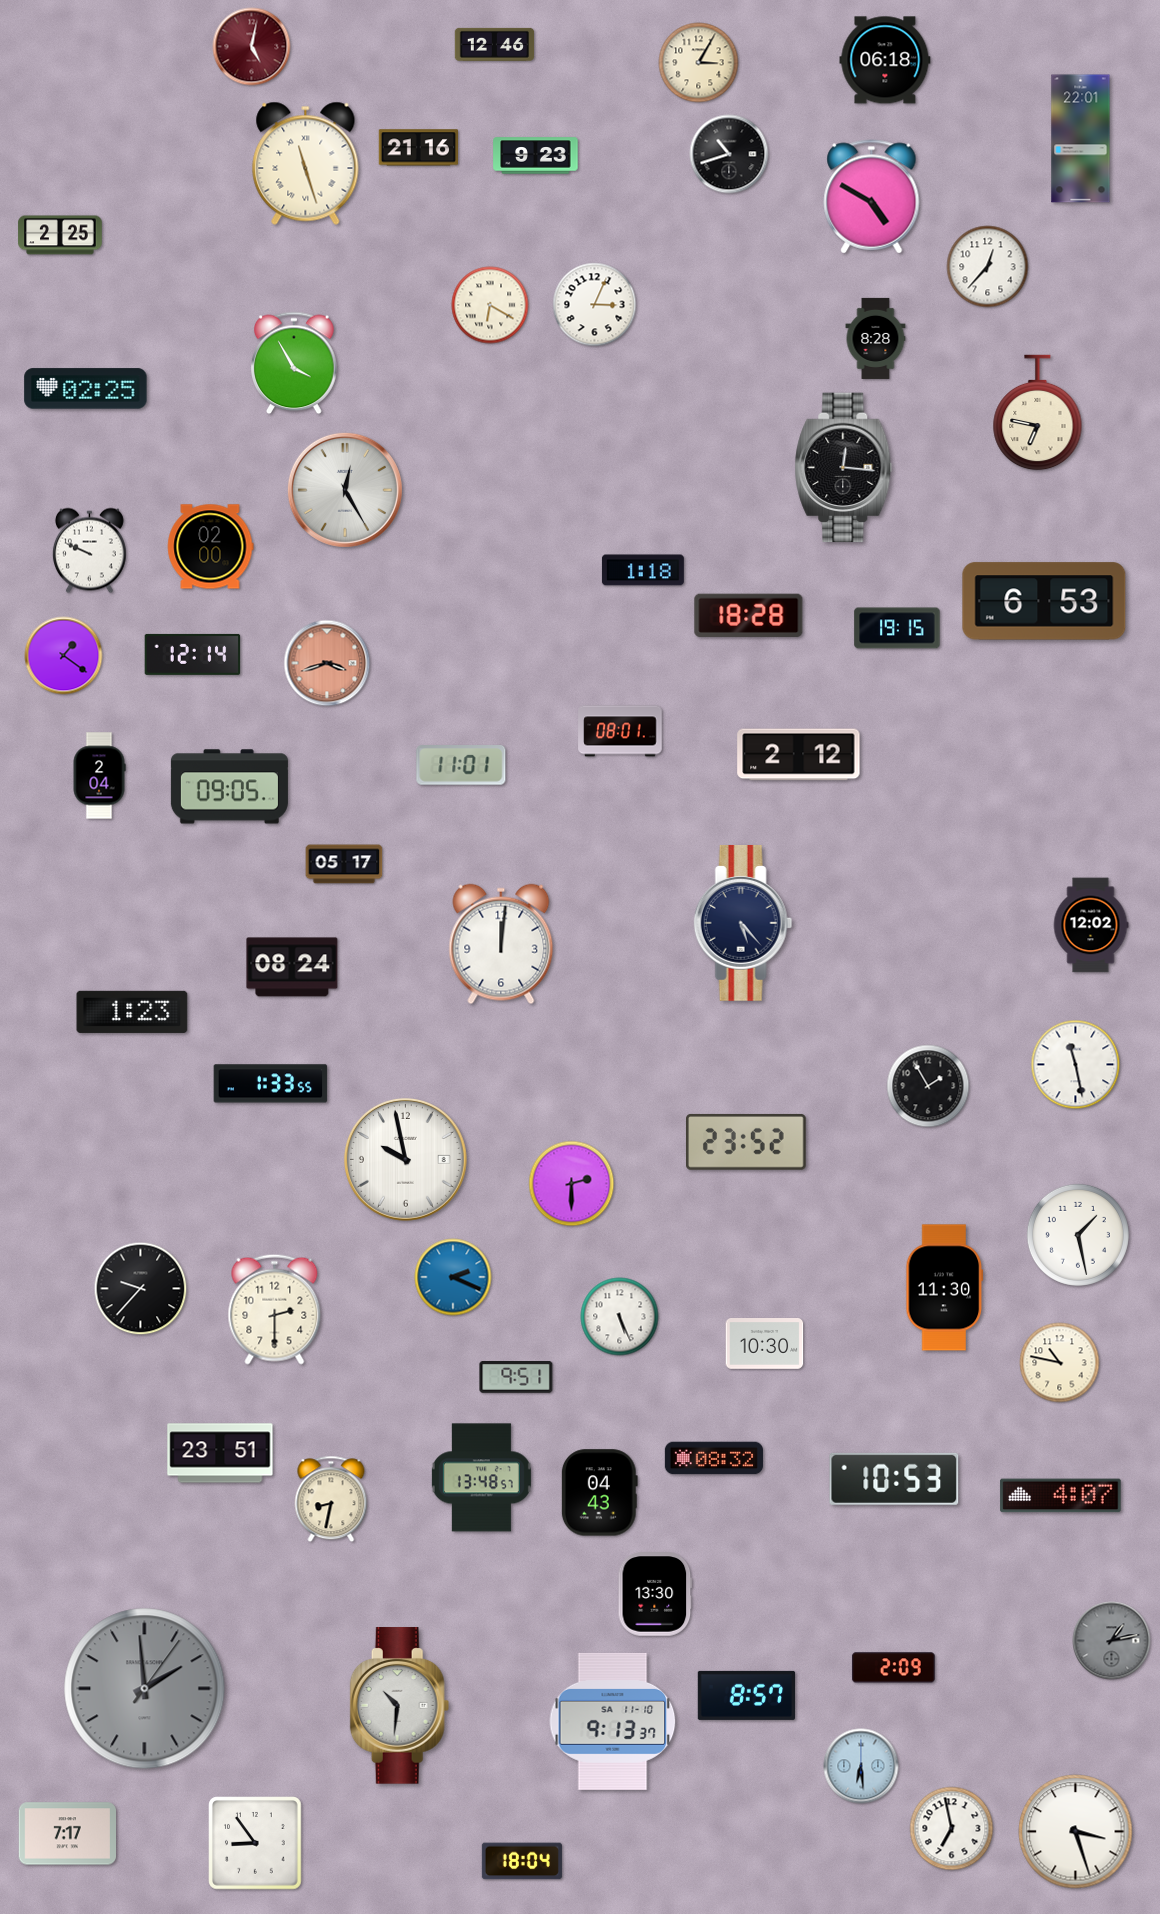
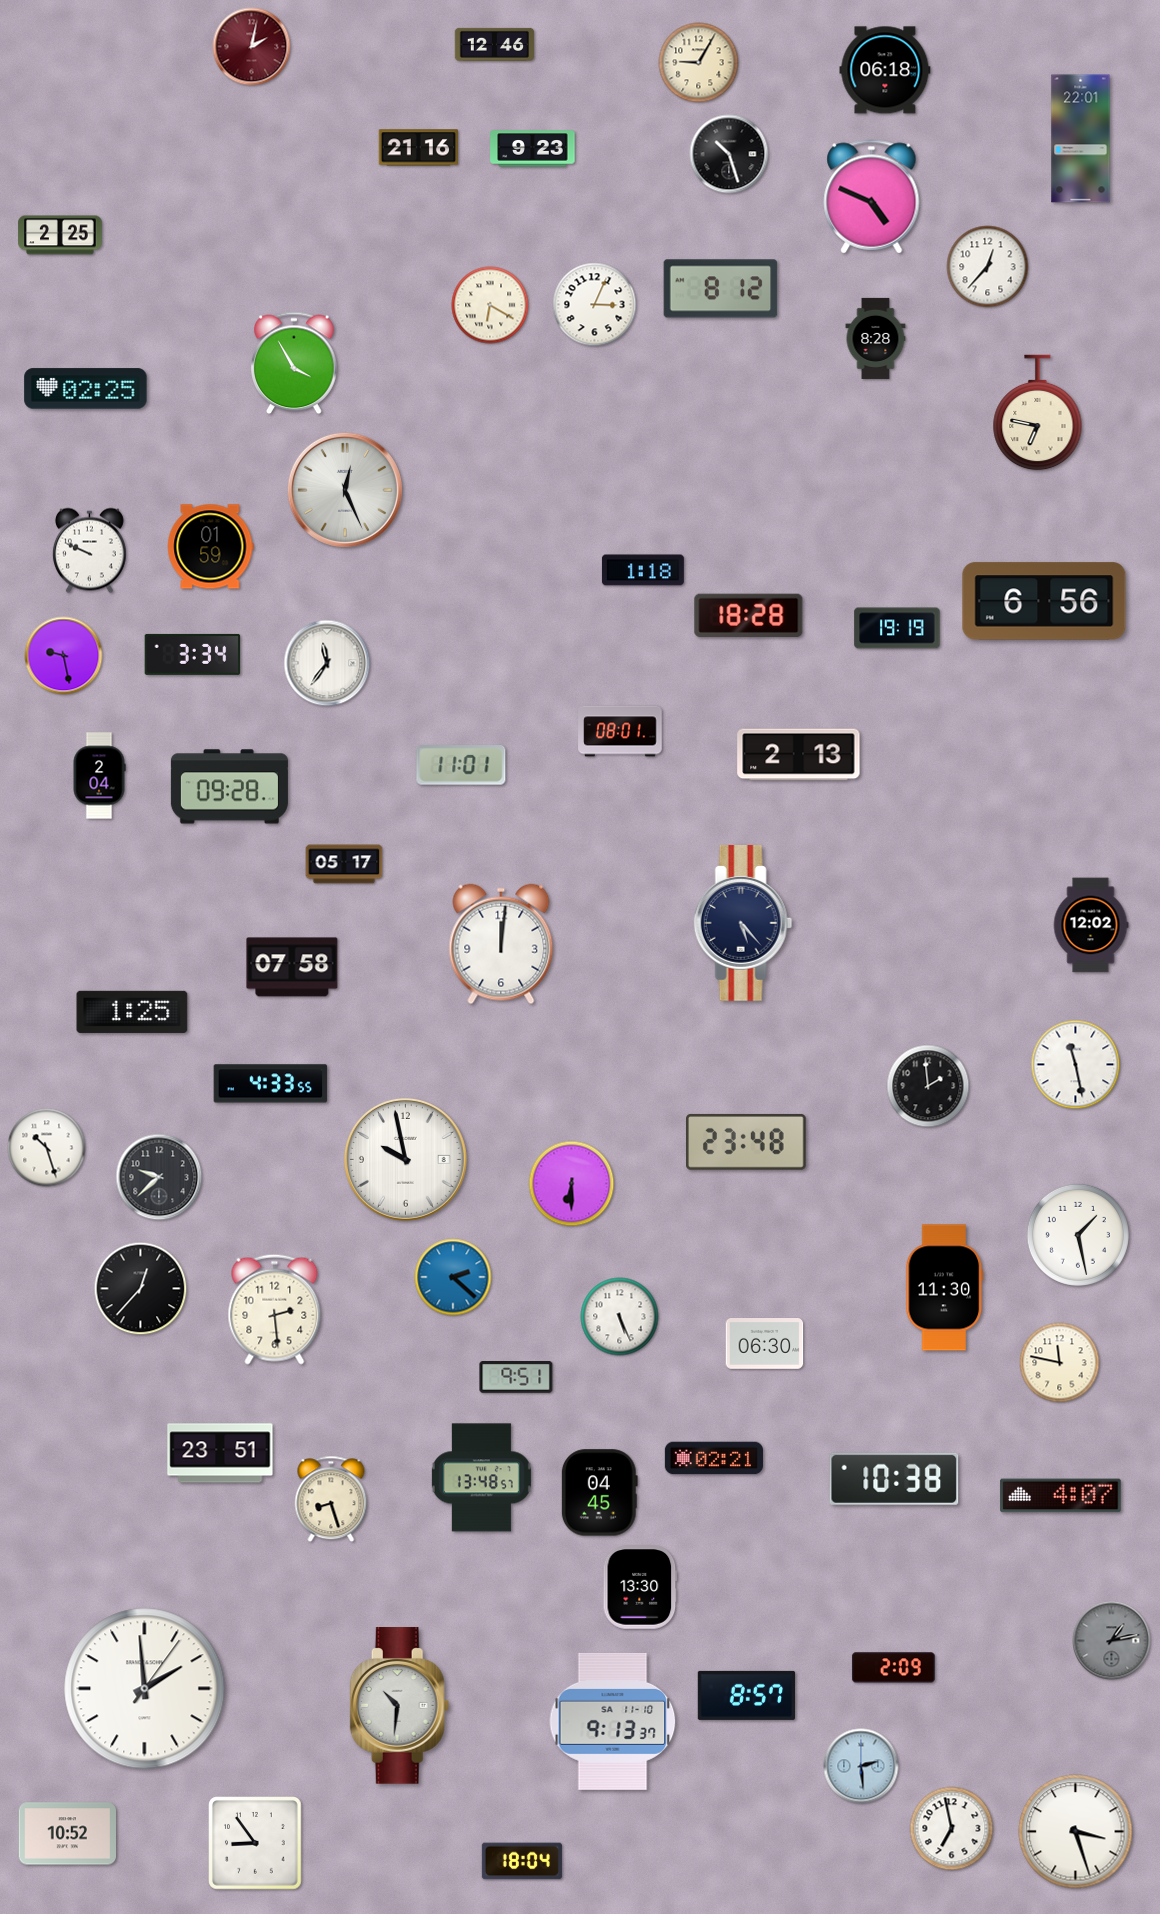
clock at (252, 47): 5:02 -> 2:02
clock at (885, 60) position: (885, 60) -> (885, 70)
clock at (699, 63): 3:05 -> 9:05
clock at (729, 154): 10:42 -> 10:27
clock at (536, 156) position: (536, 156) -> (533, 149)
clock at (306, 163): 11:27 -> none
clock at (872, 197): 4:50 -> 4:49
clock at (721, 289): none -> 8:12
clock at (844, 468): 12:16 -> none
clock at (345, 490): 12:25 -> 12:26
clock at (210, 547): 02:00 -> 01:59
clock at (1044, 601): 6:53 -> 6:56
clock at (897, 628): 19:15 -> 19:19
clock at (193, 654): 12:14 -> 3:34
clock at (64, 656): 1:21 -> 9:28
clock at (327, 663): 3:42 -> 11:36
clock at (327, 663) dial: salmon -> white
clock at (799, 755): 2:12 -> 2:13
clock at (229, 787): 09:05 -> 09:28
clock at (292, 967): 08:24 -> 07:58
clock at (132, 1012): 1:23 -> 1:25
clock at (271, 1084): 1:33 -> 4:33
clock at (928, 1086): 1:55 -> 1:59
clock at (747, 1142): 23:52 -> 23:48
clock at (47, 1148): none -> 10:27
clock at (159, 1177): none -> 9:38
clock at (572, 1184): 2:30 -> 6:30
clock at (453, 1277): 2:19 -> 2:22
clock at (141, 1289): 9:37 -> 12:37
clock at (275, 1309): 2:30 -> 2:29
clock at (765, 1344): 10:30 -> 06:30
clock at (1060, 1363): 10:47 -> 11:47
clock at (714, 1458): 08:32 -> 02:21
clock at (894, 1479): 10:53 -> 10:38
clock at (599, 1493): 04:43 -> 04:45
clock at (331, 1499): 8:32 -> 8:27
clock at (655, 1594) position: (655, 1594) -> (640, 1587)
clock at (145, 1689) dial: grey -> white
clock at (861, 1766): 6:29 -> 2:29
clock at (67, 1834): 7:17 -> 10:52
